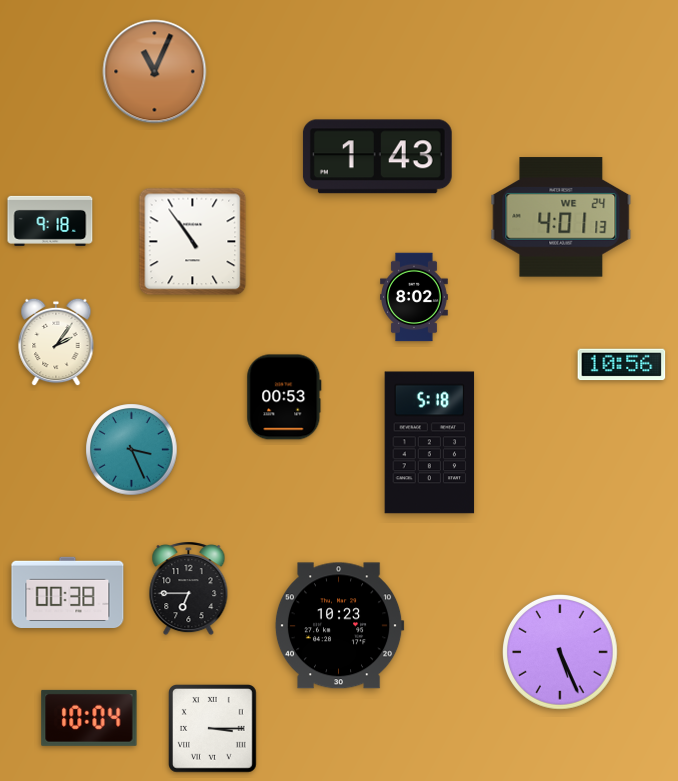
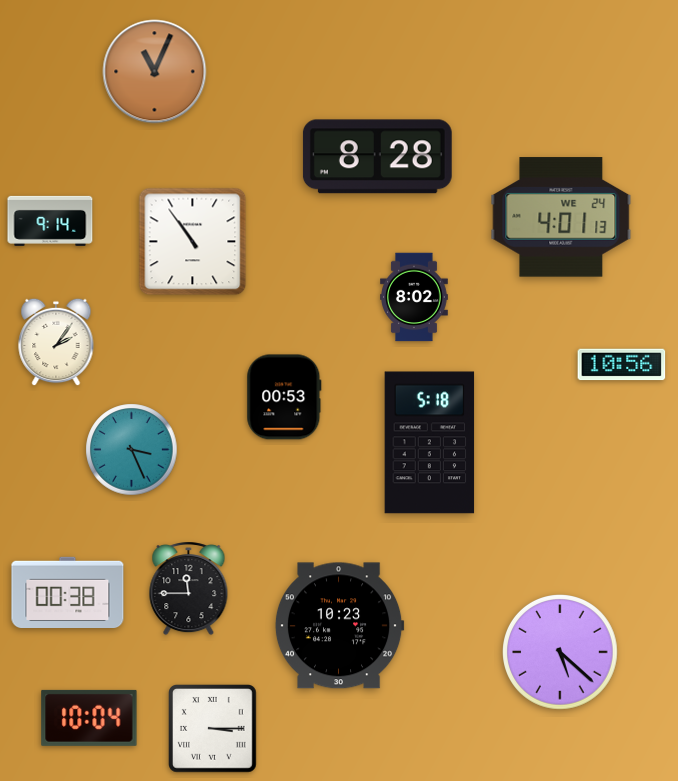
clock at (377, 157): 1:43 -> 8:28
clock at (50, 221): 9:18 -> 9:14
clock at (189, 589): 6:45 -> 11:45
clock at (561, 653): 5:26 -> 5:22
